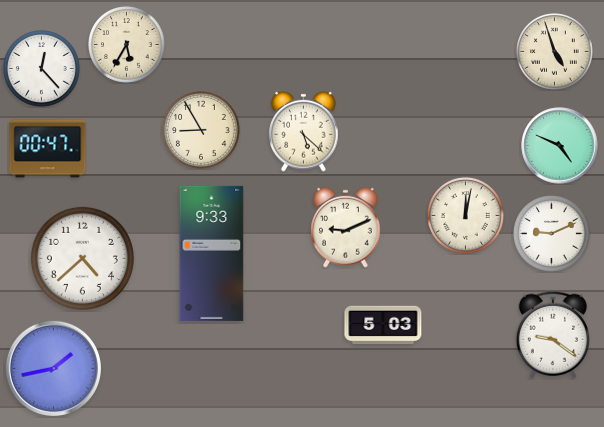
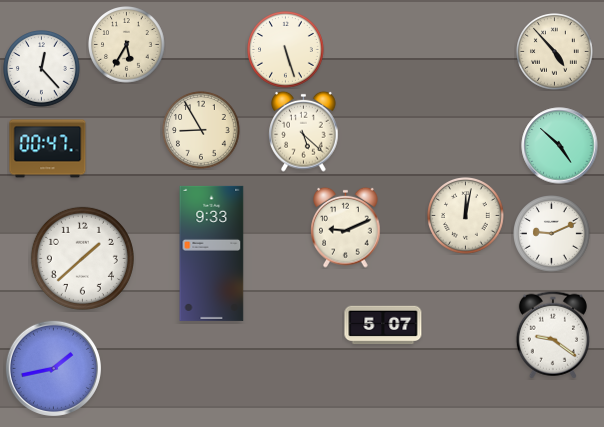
clock at (286, 50): none -> 5:27
clock at (555, 52): 4:57 -> 4:53
clock at (560, 146): 4:49 -> 4:52
clock at (82, 258): 4:38 -> 1:38
clock at (383, 325): 5:03 -> 5:07
